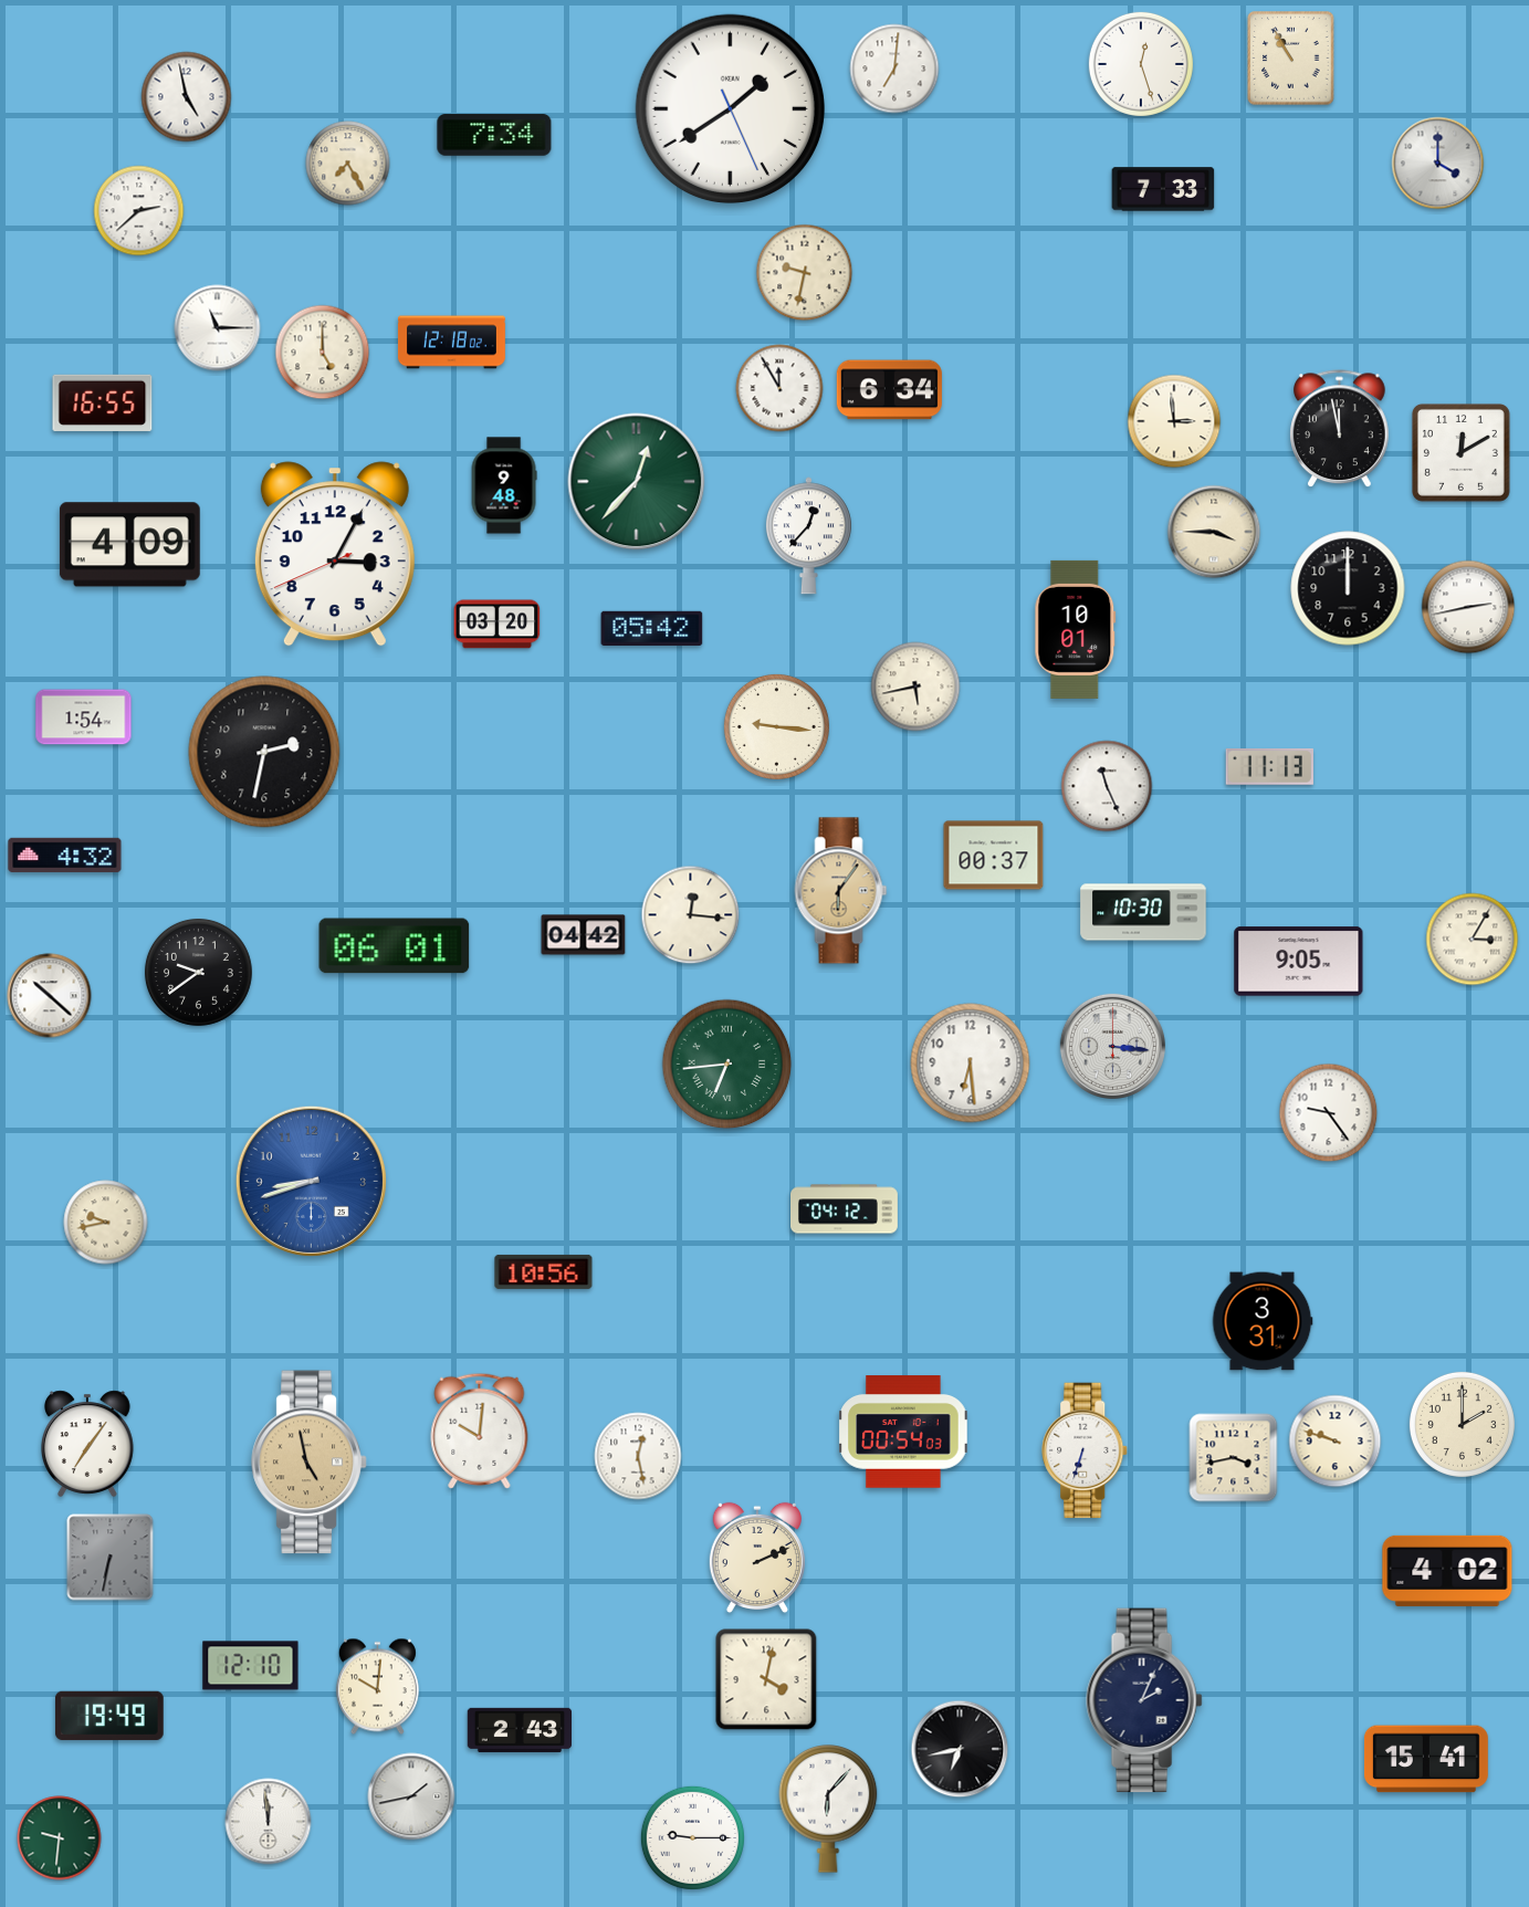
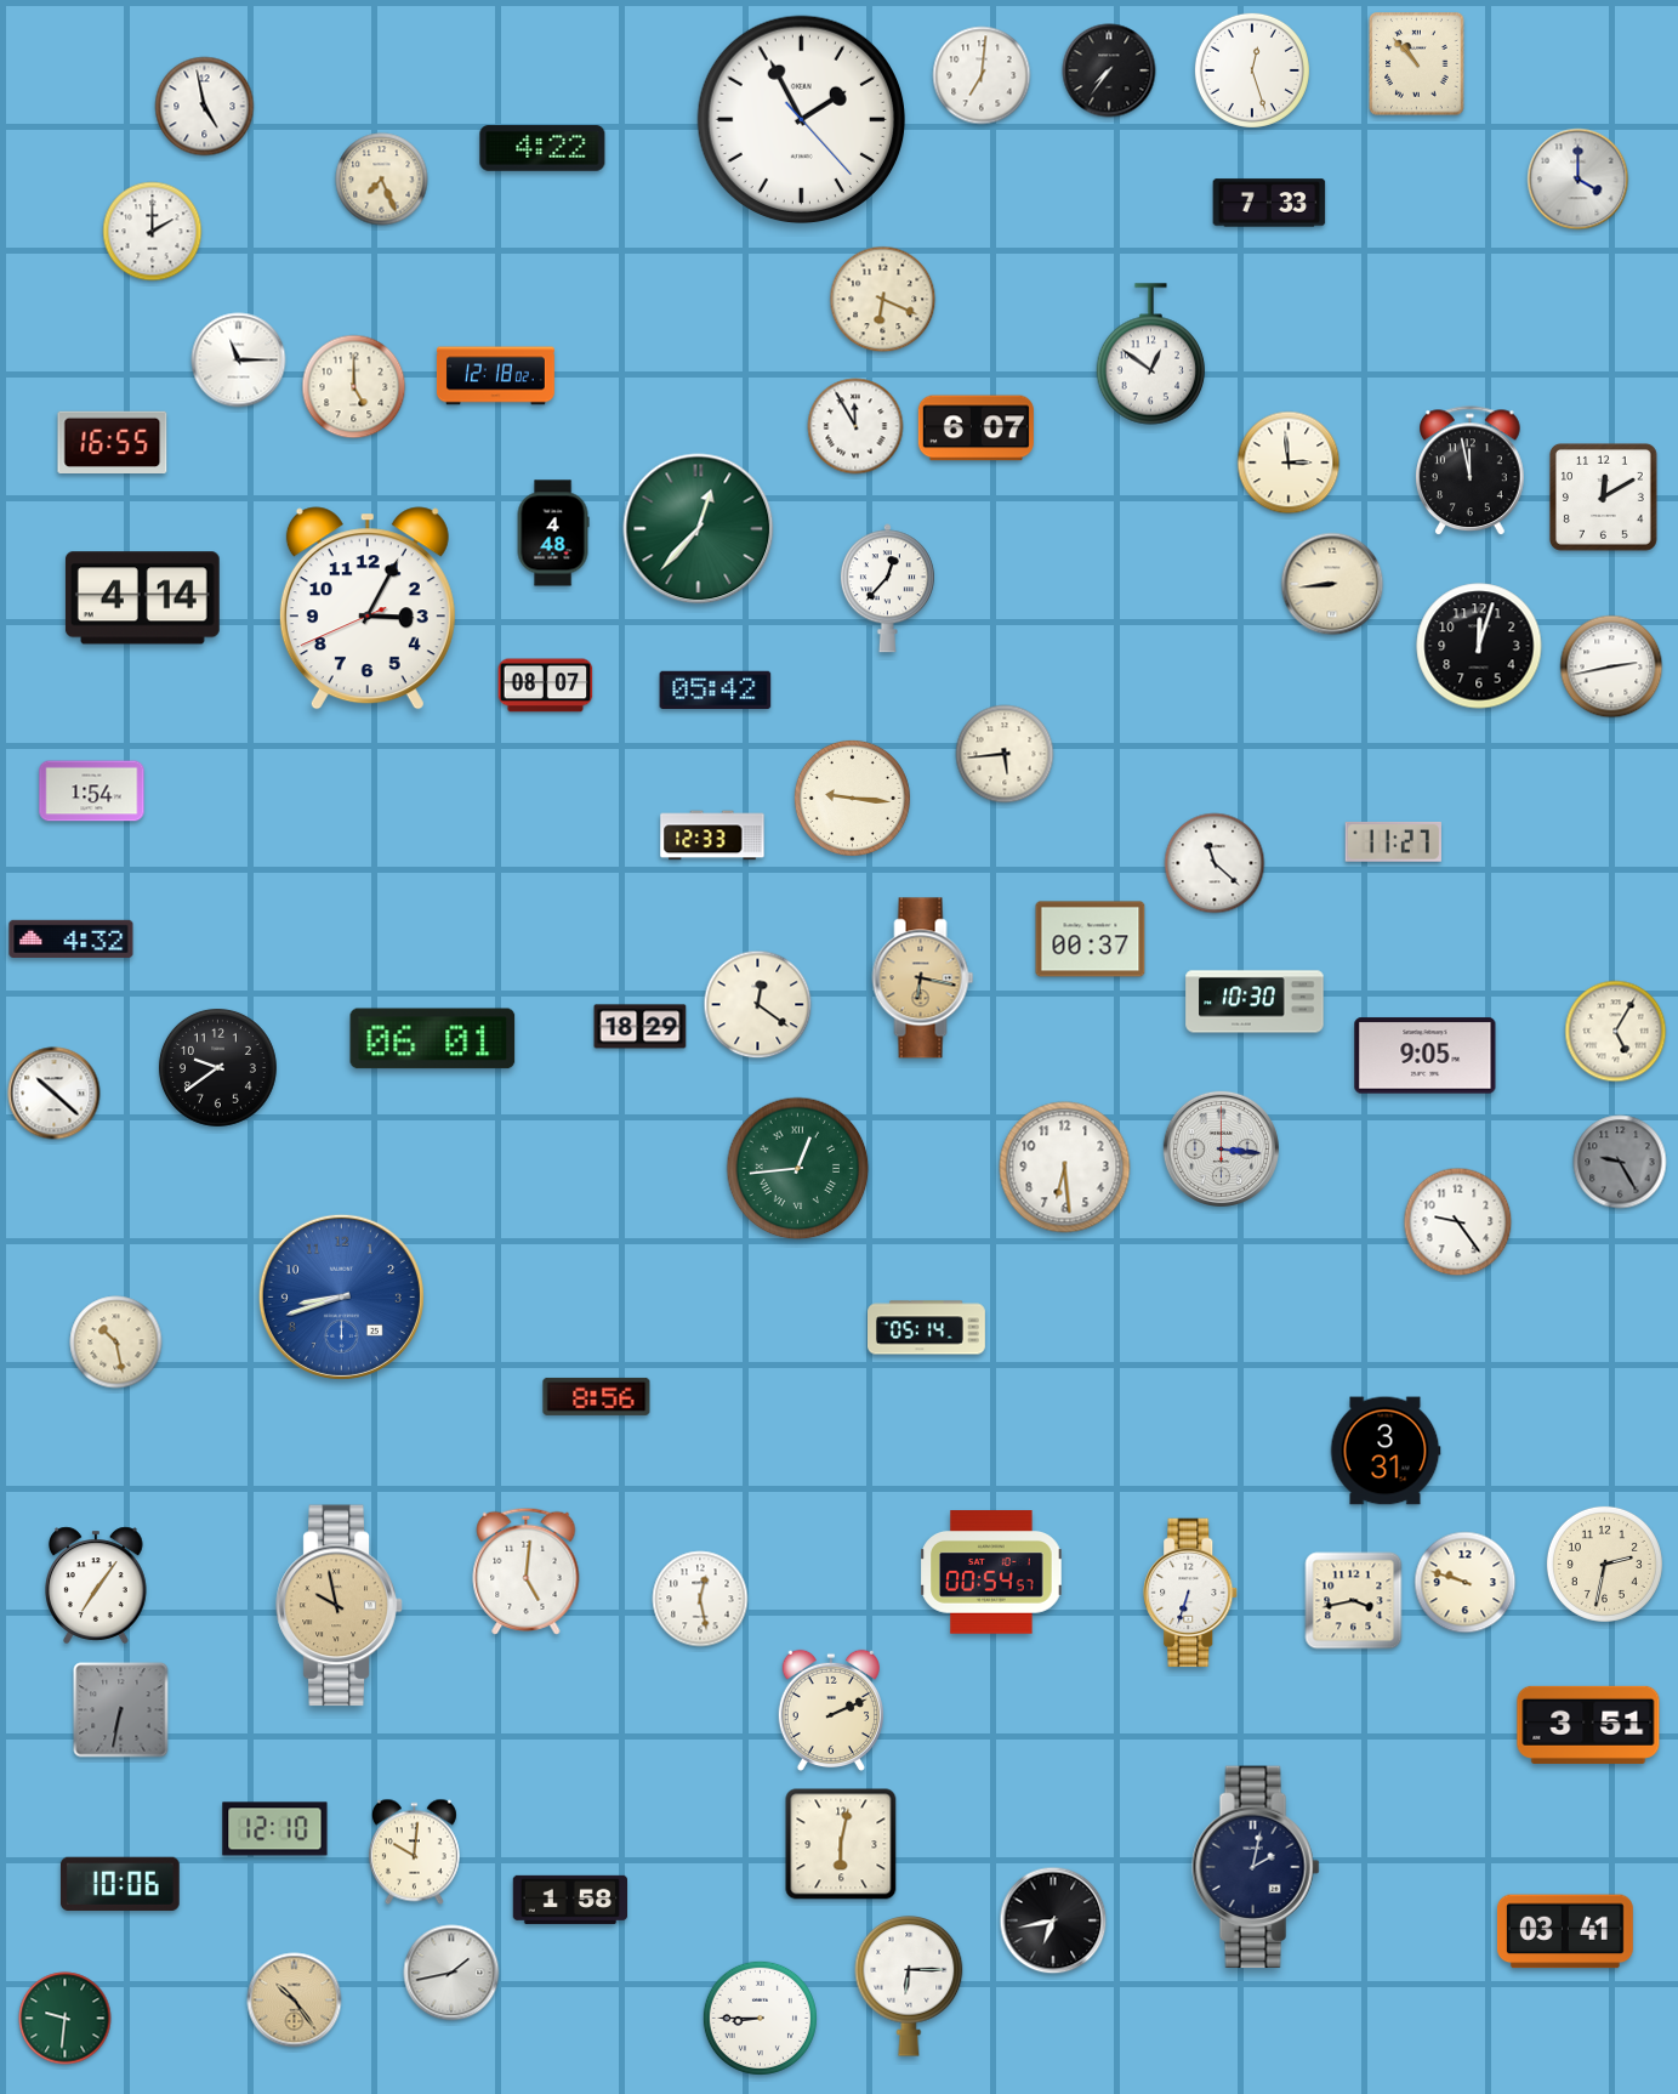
clock at (1291, 59): 10:55 -> 10:53
clock at (1109, 70): none -> 7:36
clock at (731, 109): 1:39 -> 1:55
clock at (494, 135): 7:34 -> 4:22
clock at (348, 164): 7:25 -> 7:26
clock at (1163, 189) position: (1163, 189) -> (1269, 203)
clock at (139, 211): 2:38 -> 2:00
clock at (805, 273): 9:32 -> 6:19
clock at (1151, 354): none -> 12:51
clock at (889, 390): 6:34 -> 6:07
clock at (504, 485): 9:48 -> 4:48
clock at (1214, 532): 3:45 -> 8:44
clock at (129, 545): 4:09 -> 4:14
clock at (1348, 588): 12:00 -> 12:03
clock at (498, 625): 03:20 -> 08:07
clock at (1076, 629): 10:01 -> none
clock at (915, 687): 5:43 -> 5:44
clock at (84, 717) position: (84, 717) -> (92, 791)
clock at (264, 752): 2:32 -> none
clock at (712, 835): none -> 12:33
clock at (1269, 766): 11:13 -> 11:27
clock at (1107, 786): 11:26 -> 11:22
clock at (841, 891): 6:06 -> 6:17
clock at (691, 915): 12:16 -> 12:21
clock at (584, 935): 04:42 -> 18:29
clock at (1473, 940): 3:05 -> 5:05
clock at (1620, 1162): none -> 9:25
clock at (727, 1065): 6:44 -> 12:44
clock at (845, 1209): 04:12 -> 05:14
clock at (106, 1223): 9:43 -> 10:28
clock at (544, 1271): 10:56 -> 8:56
clock at (1462, 1424): 2:00 -> 2:32
clock at (480, 1431): 10:01 -> 5:01
clock at (903, 1432): 00:54:03 -> 00:54:57
clock at (310, 1463): 4:58 -> 9:58
clock at (1447, 1571): 4:02 -> 3:51
clock at (766, 1679): 4:02 -> 6:02
clock at (1144, 1700): 2:04 -> 2:02
clock at (109, 1715): 19:49 -> 10:06
clock at (519, 1730): 2:43 -> 1:58
clock at (1426, 1759): 15:41 -> 03:41
clock at (828, 1810): 6:07 -> 6:15
clock at (269, 1822): 11:59 -> 10:24
clock at (269, 1822) dial: white -> champagne
clock at (692, 1837): 9:15 -> 8:45
